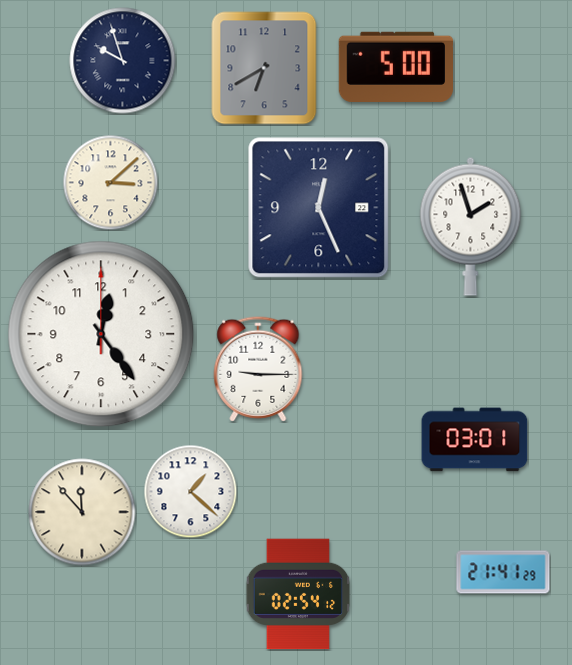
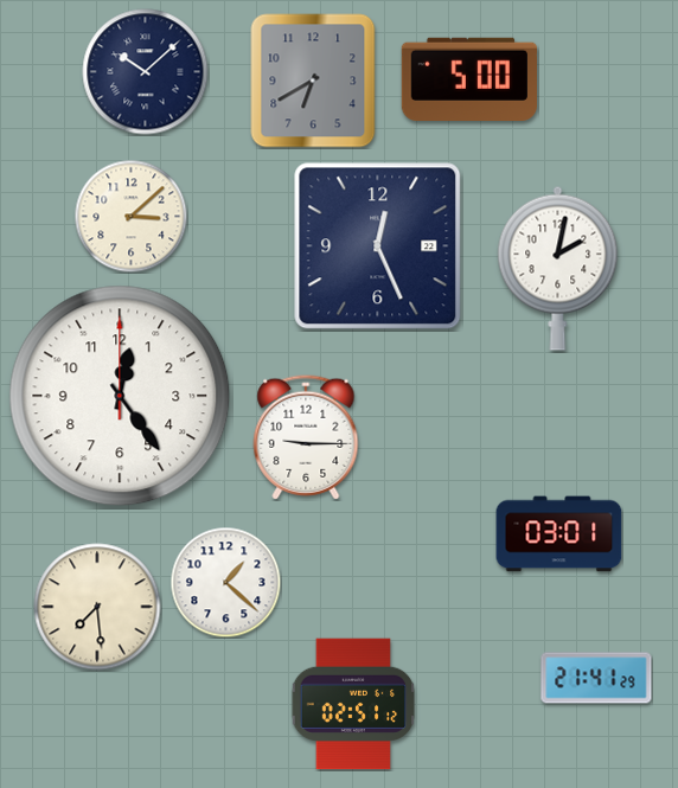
clock at (123, 61): 9:57 -> 10:08
clock at (471, 226): 1:57 -> 2:02
clock at (475, 440) position: (475, 440) -> (559, 534)
clock at (82, 512): 11:53 -> 7:29
clock at (298, 594): 02:54 -> 02:51
